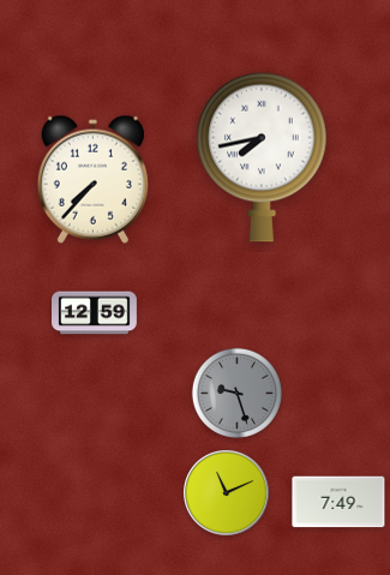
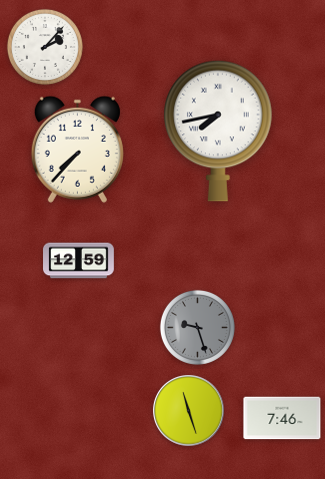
clock at (45, 47): none -> 2:07
clock at (227, 493): 11:11 -> 11:27
clock at (338, 502): 7:49 -> 7:46
